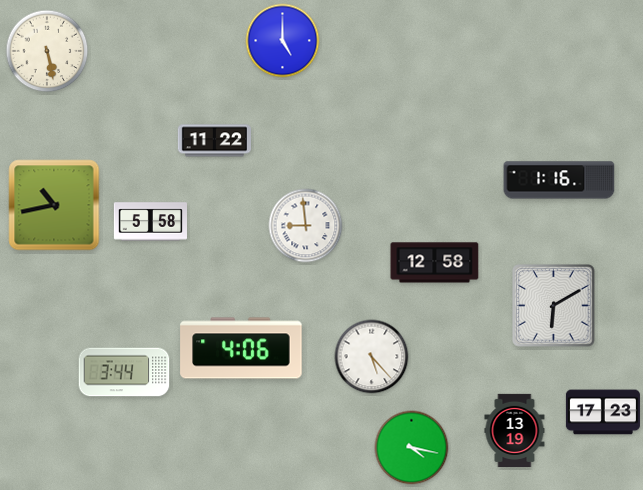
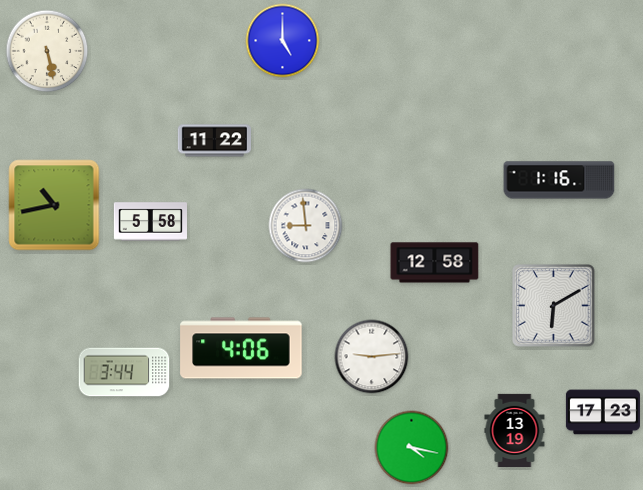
clock at (372, 357): 5:23 -> 9:14
